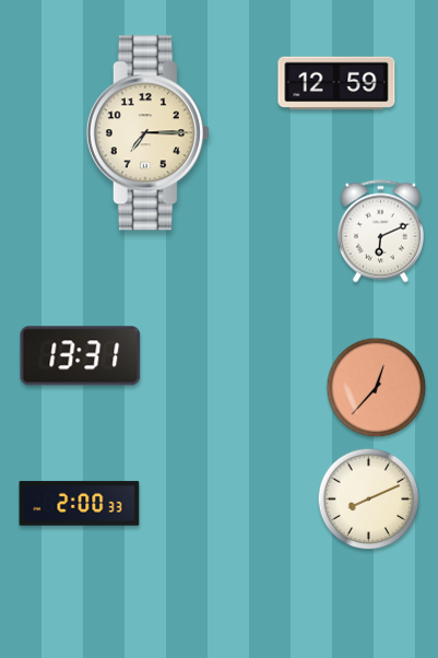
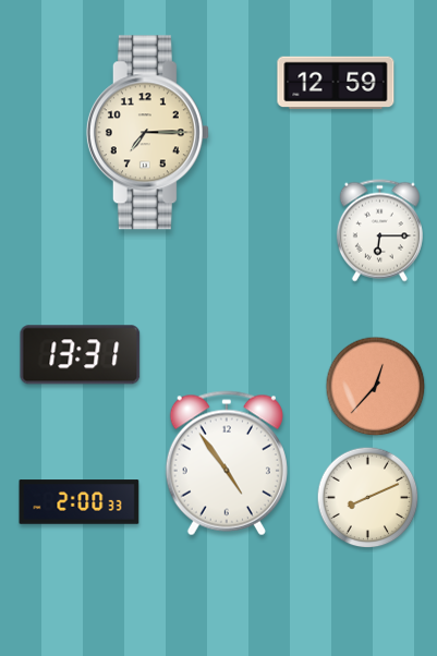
clock at (380, 232): 6:11 -> 6:15
clock at (227, 463): none -> 4:54
